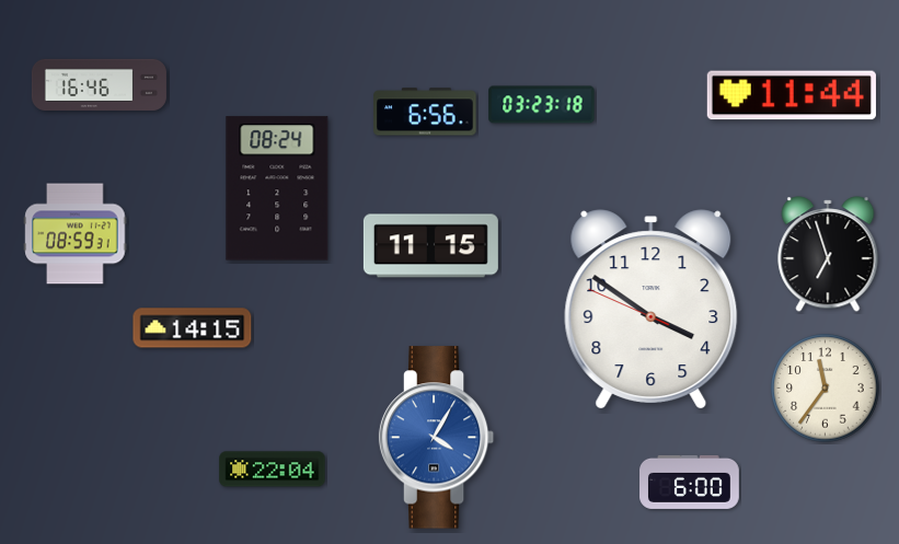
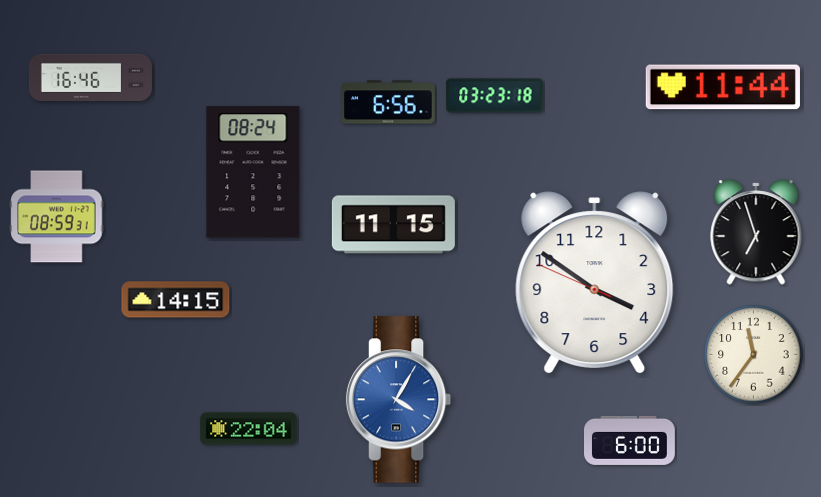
clock at (76, 234) position: (76, 234) -> (57, 217)
